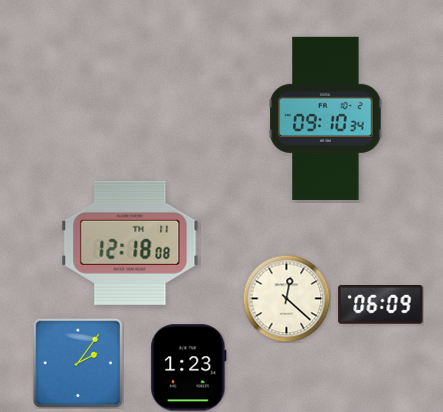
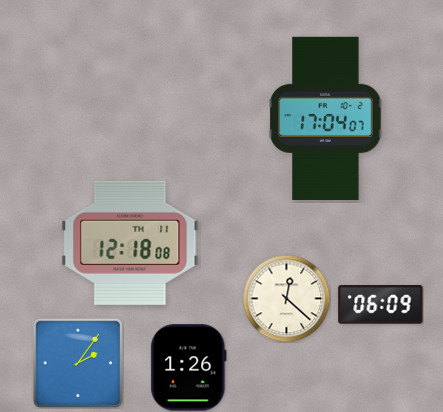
clock at (326, 118): 09:10 -> 17:04
clock at (189, 368): 1:23 -> 1:26
